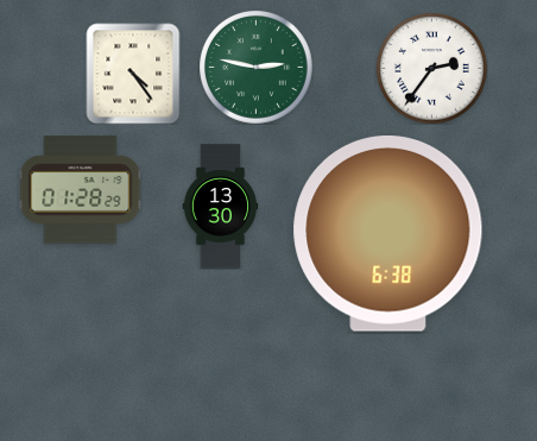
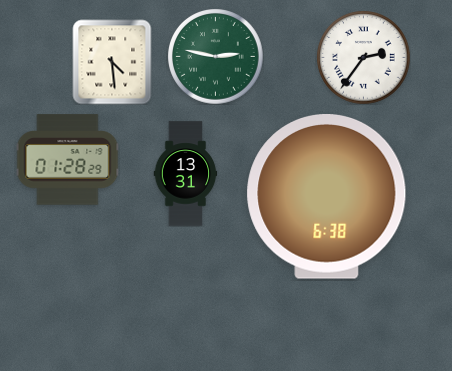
clock at (133, 74): 4:24 -> 4:29
clock at (221, 207): 13:30 -> 13:31
